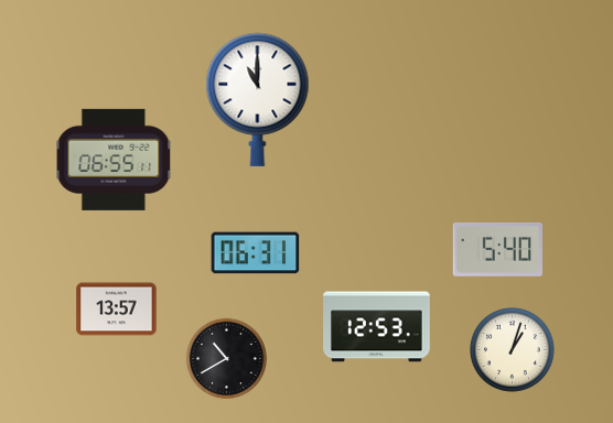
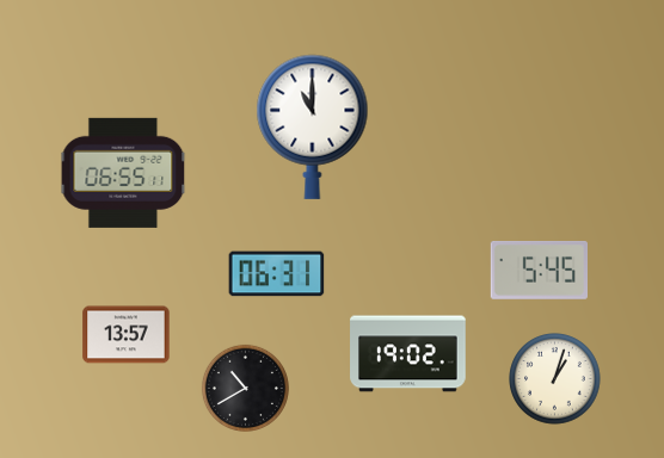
clock at (258, 99) position: (258, 99) -> (313, 126)
clock at (497, 250): 5:40 -> 5:45
clock at (377, 327): 12:53 -> 19:02
